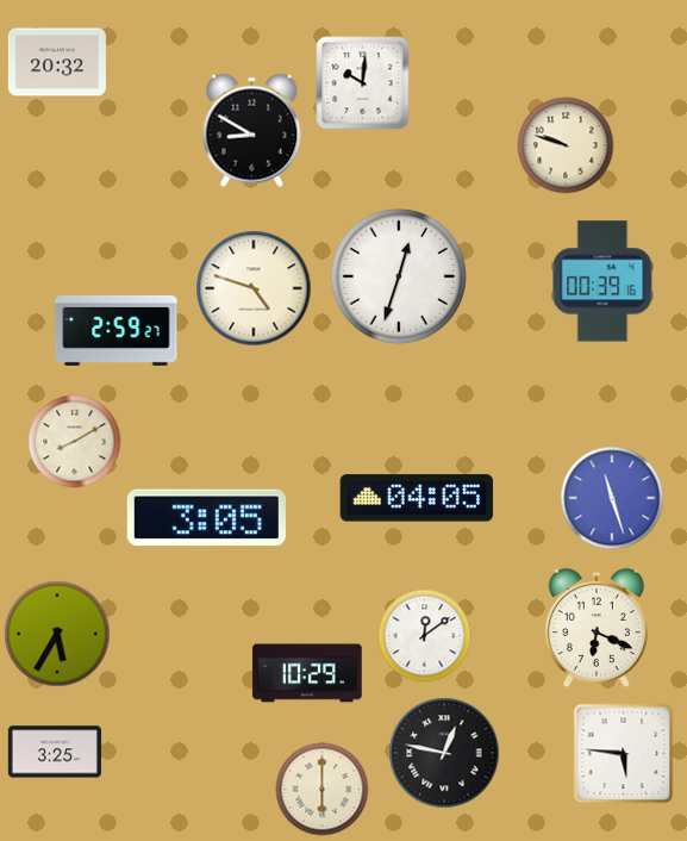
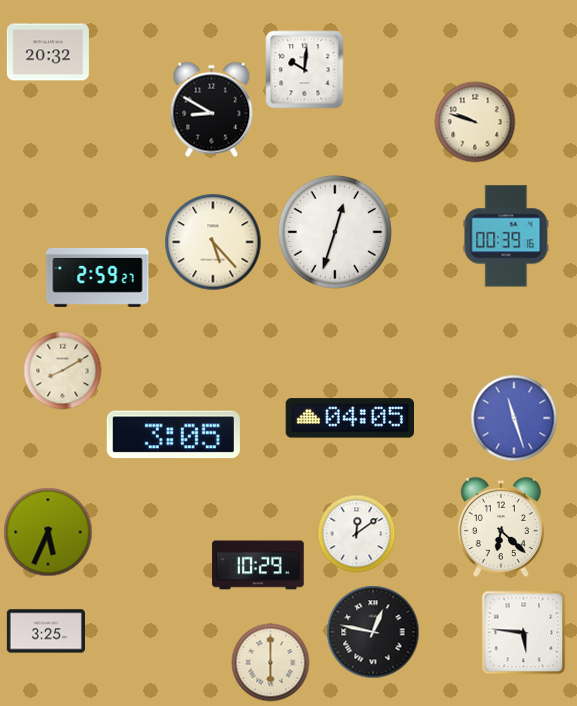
clock at (254, 288): 4:48 -> 5:23
clock at (597, 627): 6:19 -> 6:22
clock at (57, 634): 5:35 -> 5:34
